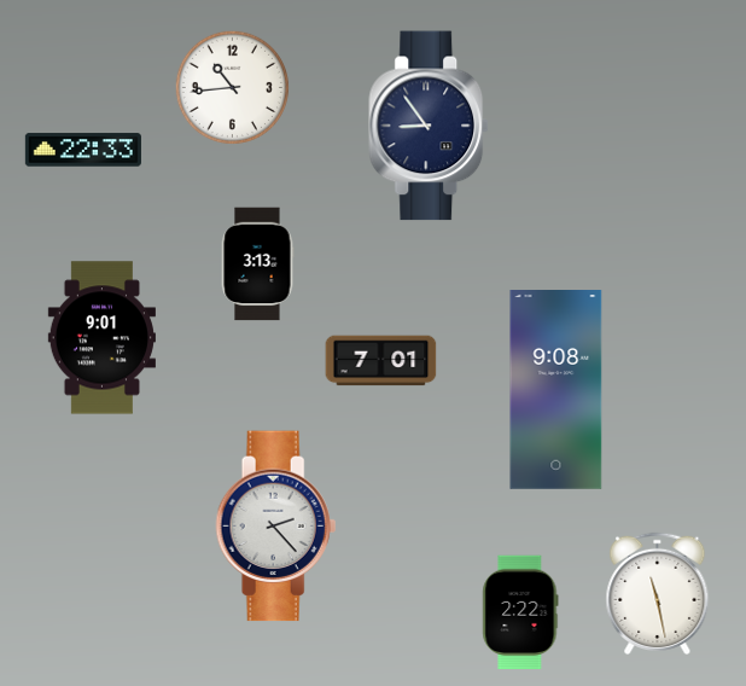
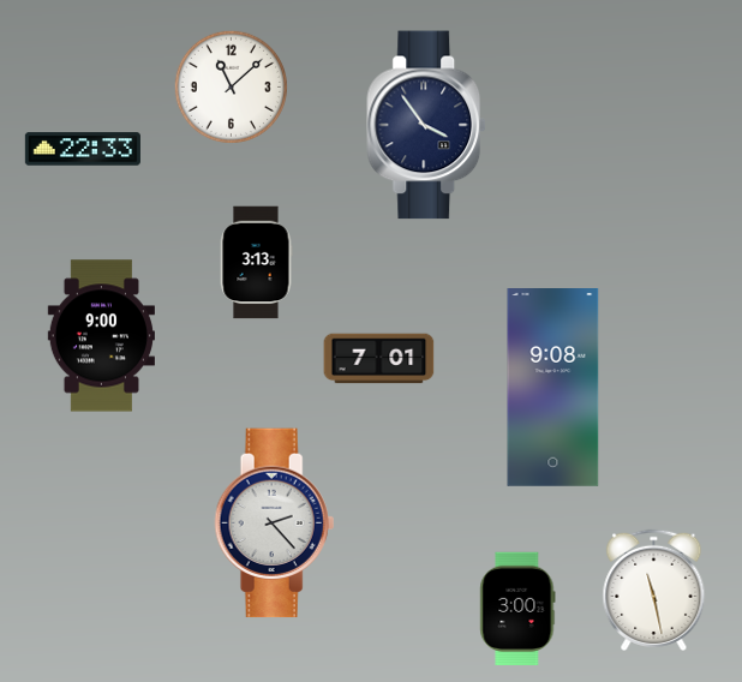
clock at (232, 87): 10:44 -> 11:08
clock at (430, 126): 8:54 -> 3:54
clock at (101, 338): 9:01 -> 9:00
clock at (520, 612): 2:22 -> 3:00
